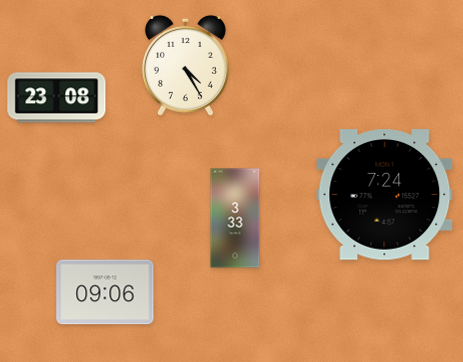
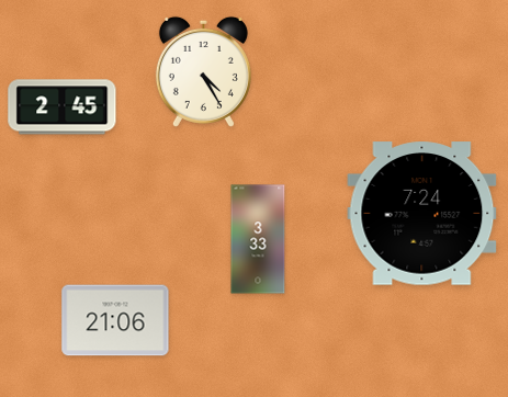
clock at (57, 98): 23:08 -> 2:45
clock at (105, 292): 09:06 -> 21:06
